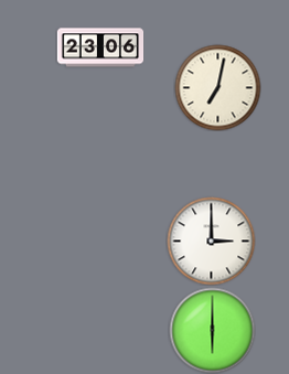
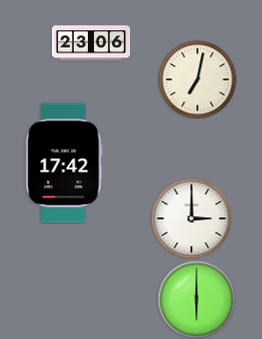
clock at (64, 163): none -> 17:42
clock at (212, 330) position: (212, 330) -> (196, 299)
